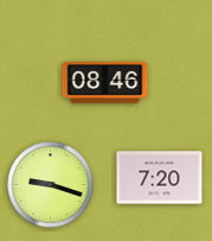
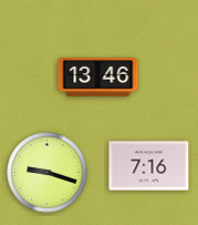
clock at (105, 83): 08:46 -> 13:46
clock at (160, 178): 7:20 -> 7:16
